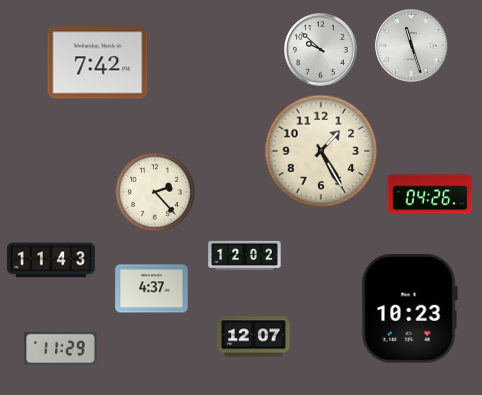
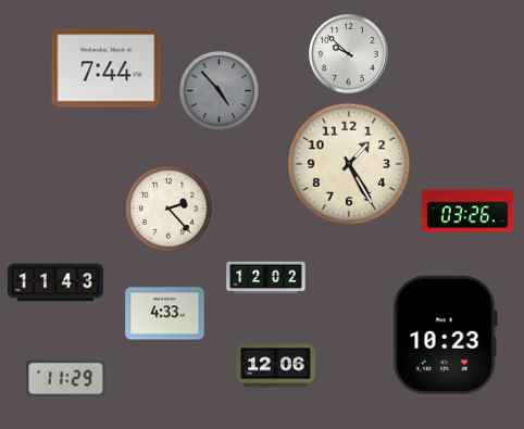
clock at (412, 46): 11:27 -> none
clock at (98, 63): 7:42 -> 7:44
clock at (219, 90): none -> 4:53
clock at (430, 194): 04:26 -> 03:26
clock at (152, 289): 4:37 -> 4:33
clock at (254, 337): 12:07 -> 12:06
